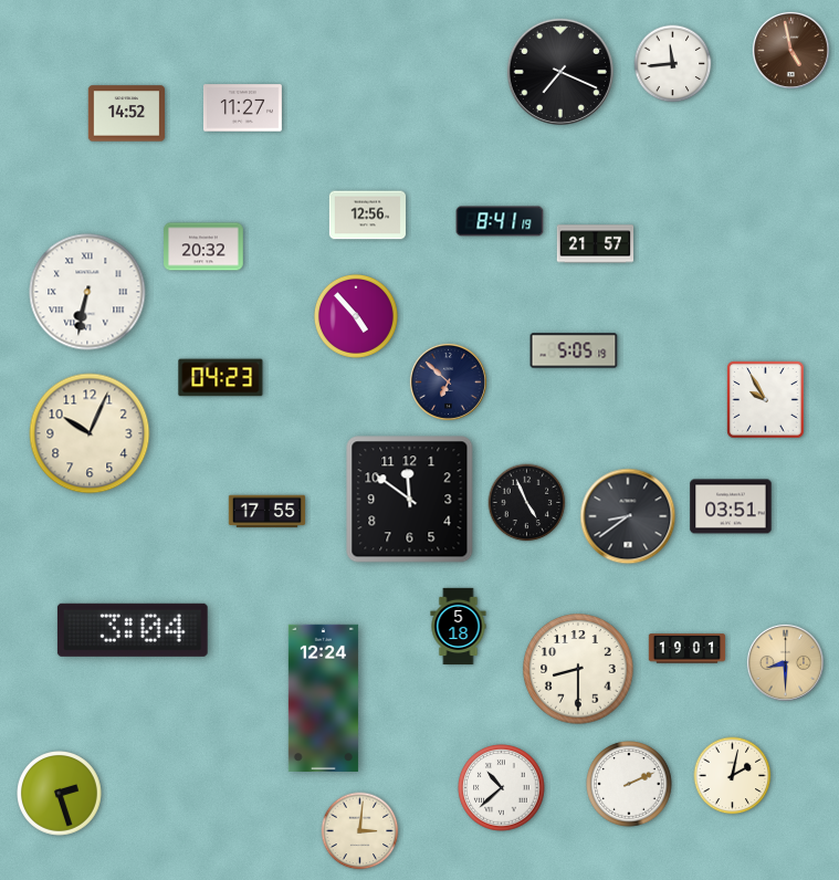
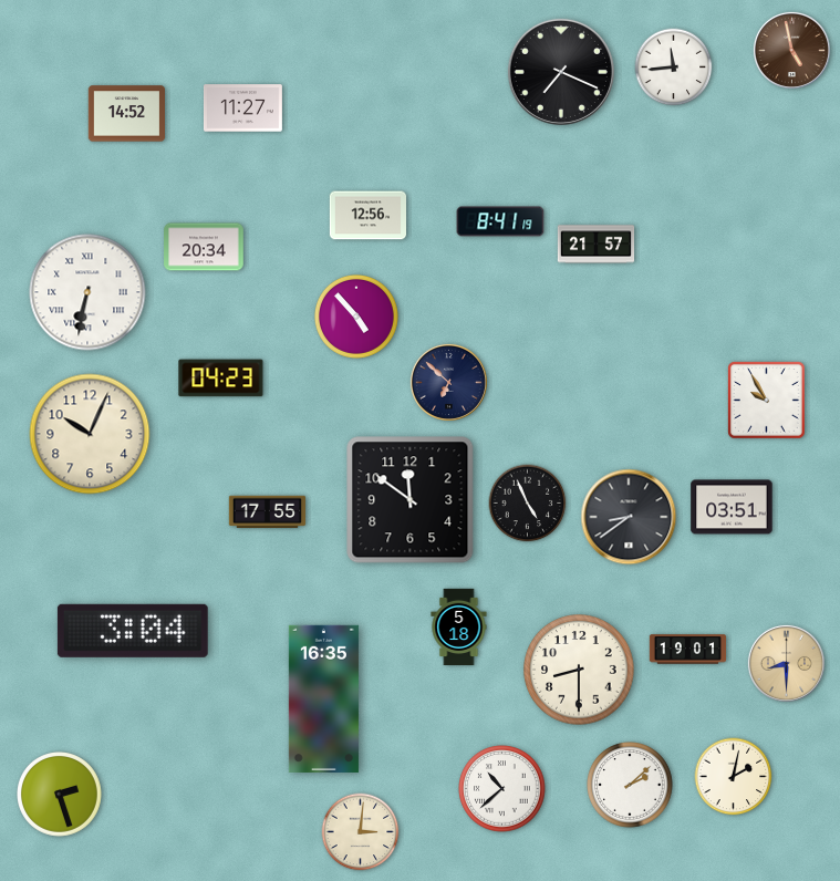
clock at (673, 64) position: (673, 64) -> (674, 68)
clock at (203, 247): 20:32 -> 20:34
clock at (574, 350): 5:05 -> none
clock at (323, 698): 12:24 -> 16:35
clock at (629, 784): 2:11 -> 2:08
